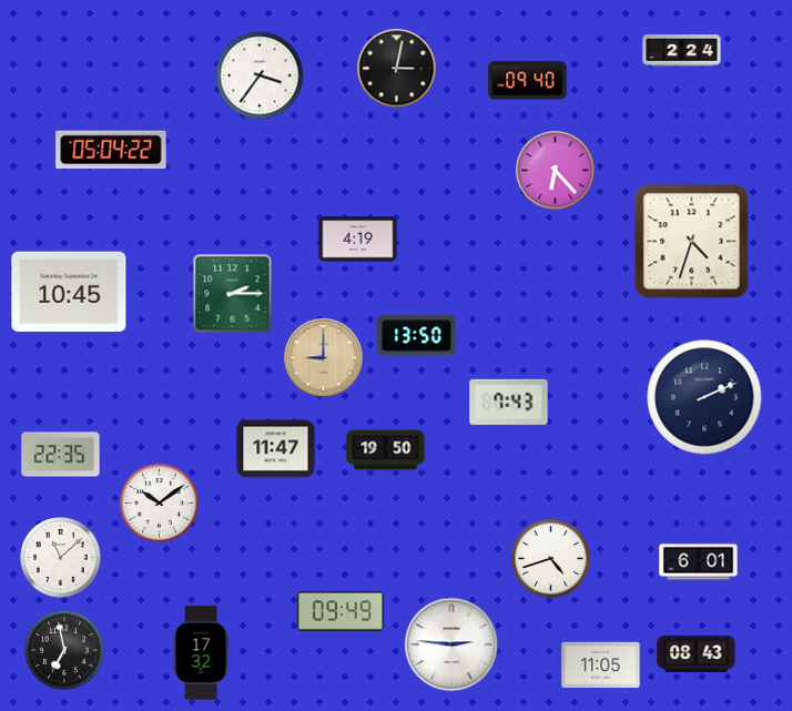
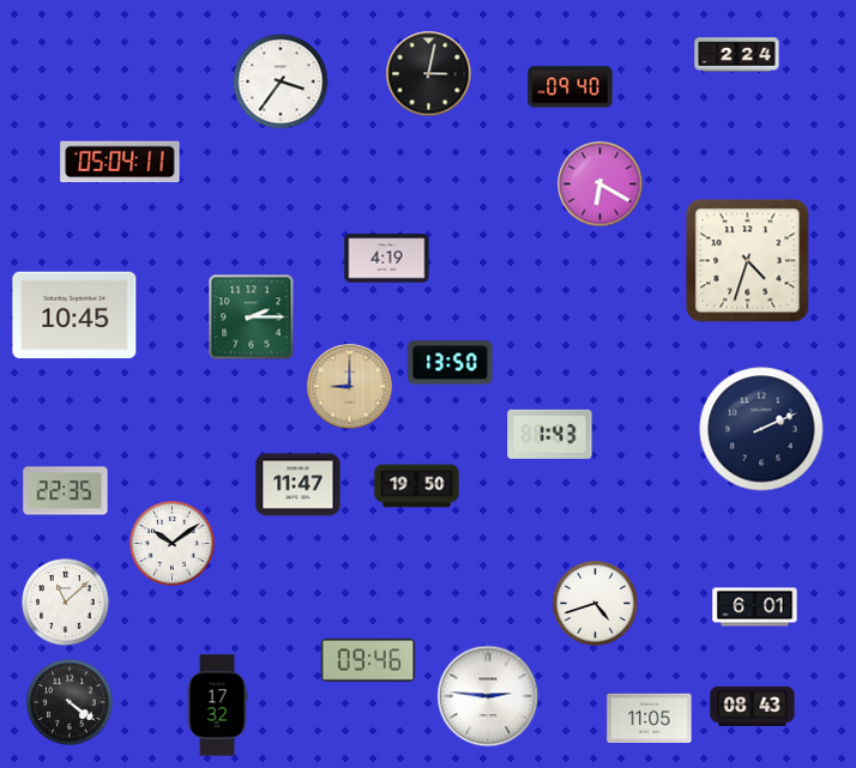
clock at (111, 150): 05:04:22 -> 05:04:11
clock at (556, 171): 6:23 -> 6:20
clock at (509, 402): 7:43 -> 1:43
clock at (341, 611): 09:49 -> 09:46
clock at (64, 650): 6:58 -> 4:21
